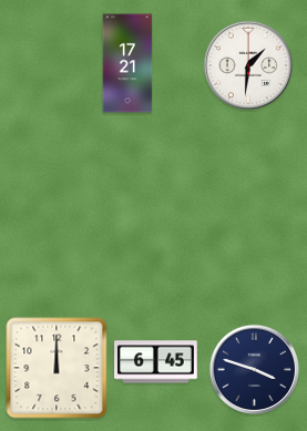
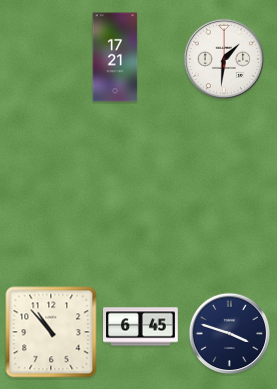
clock at (57, 368): 12:00 -> 10:53
